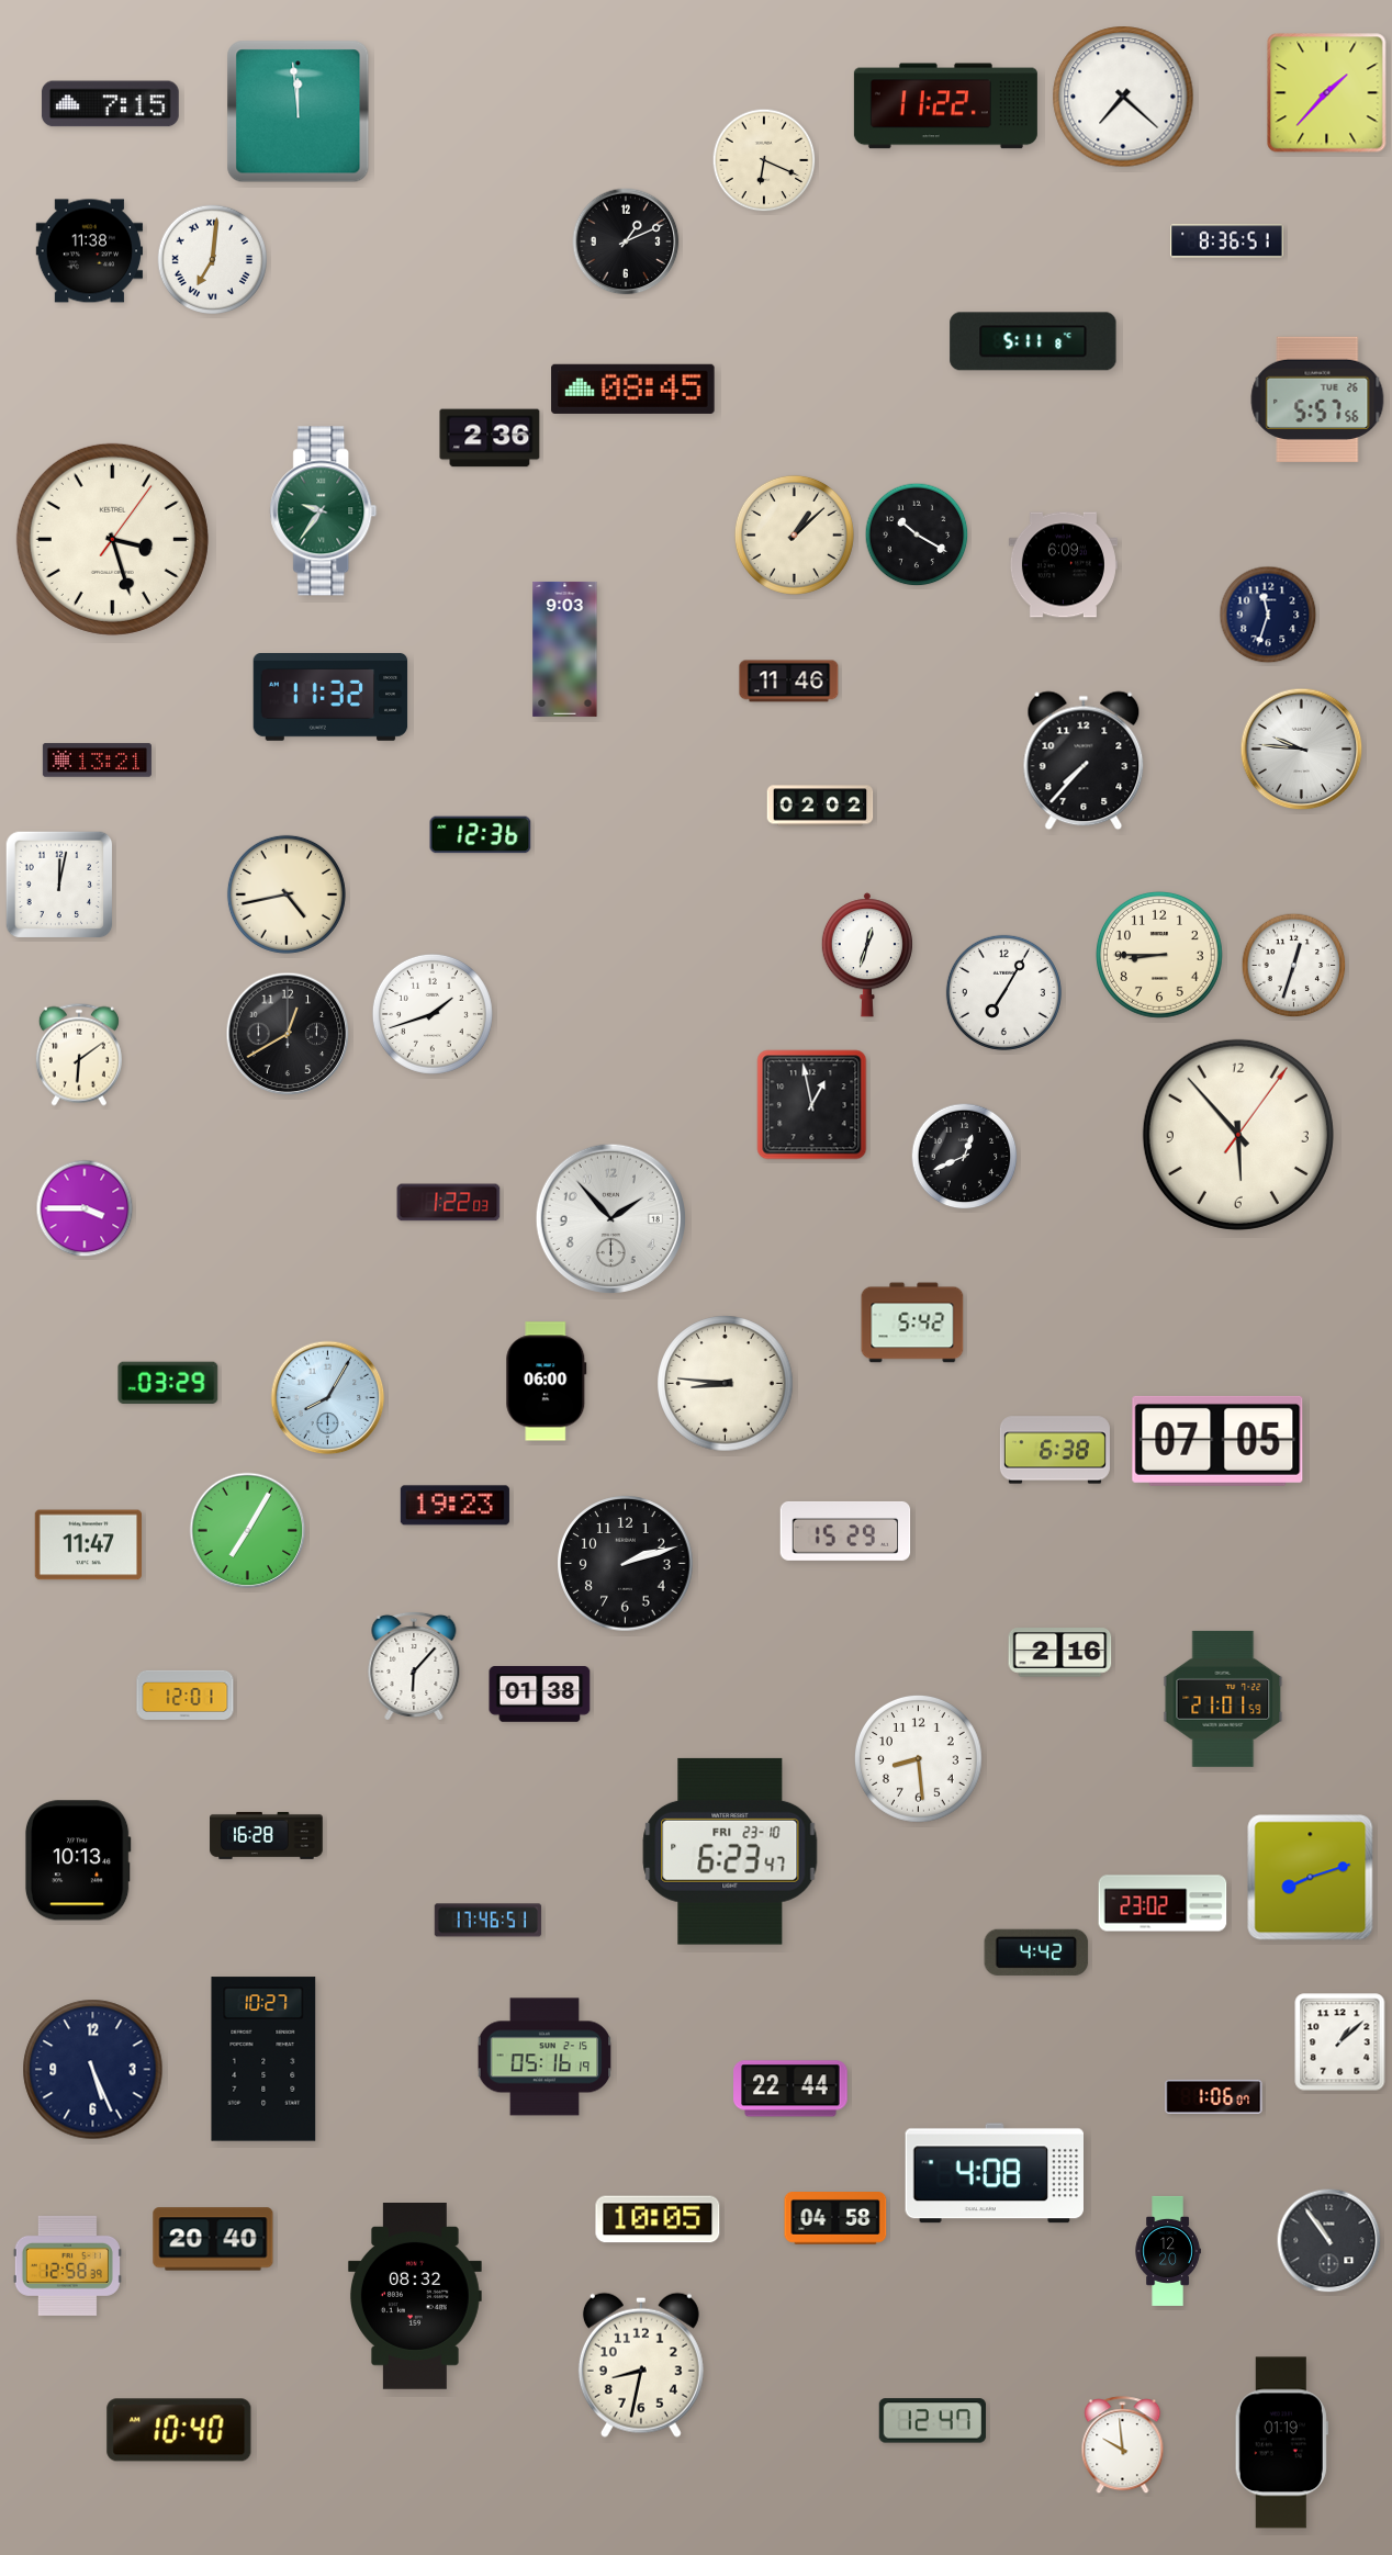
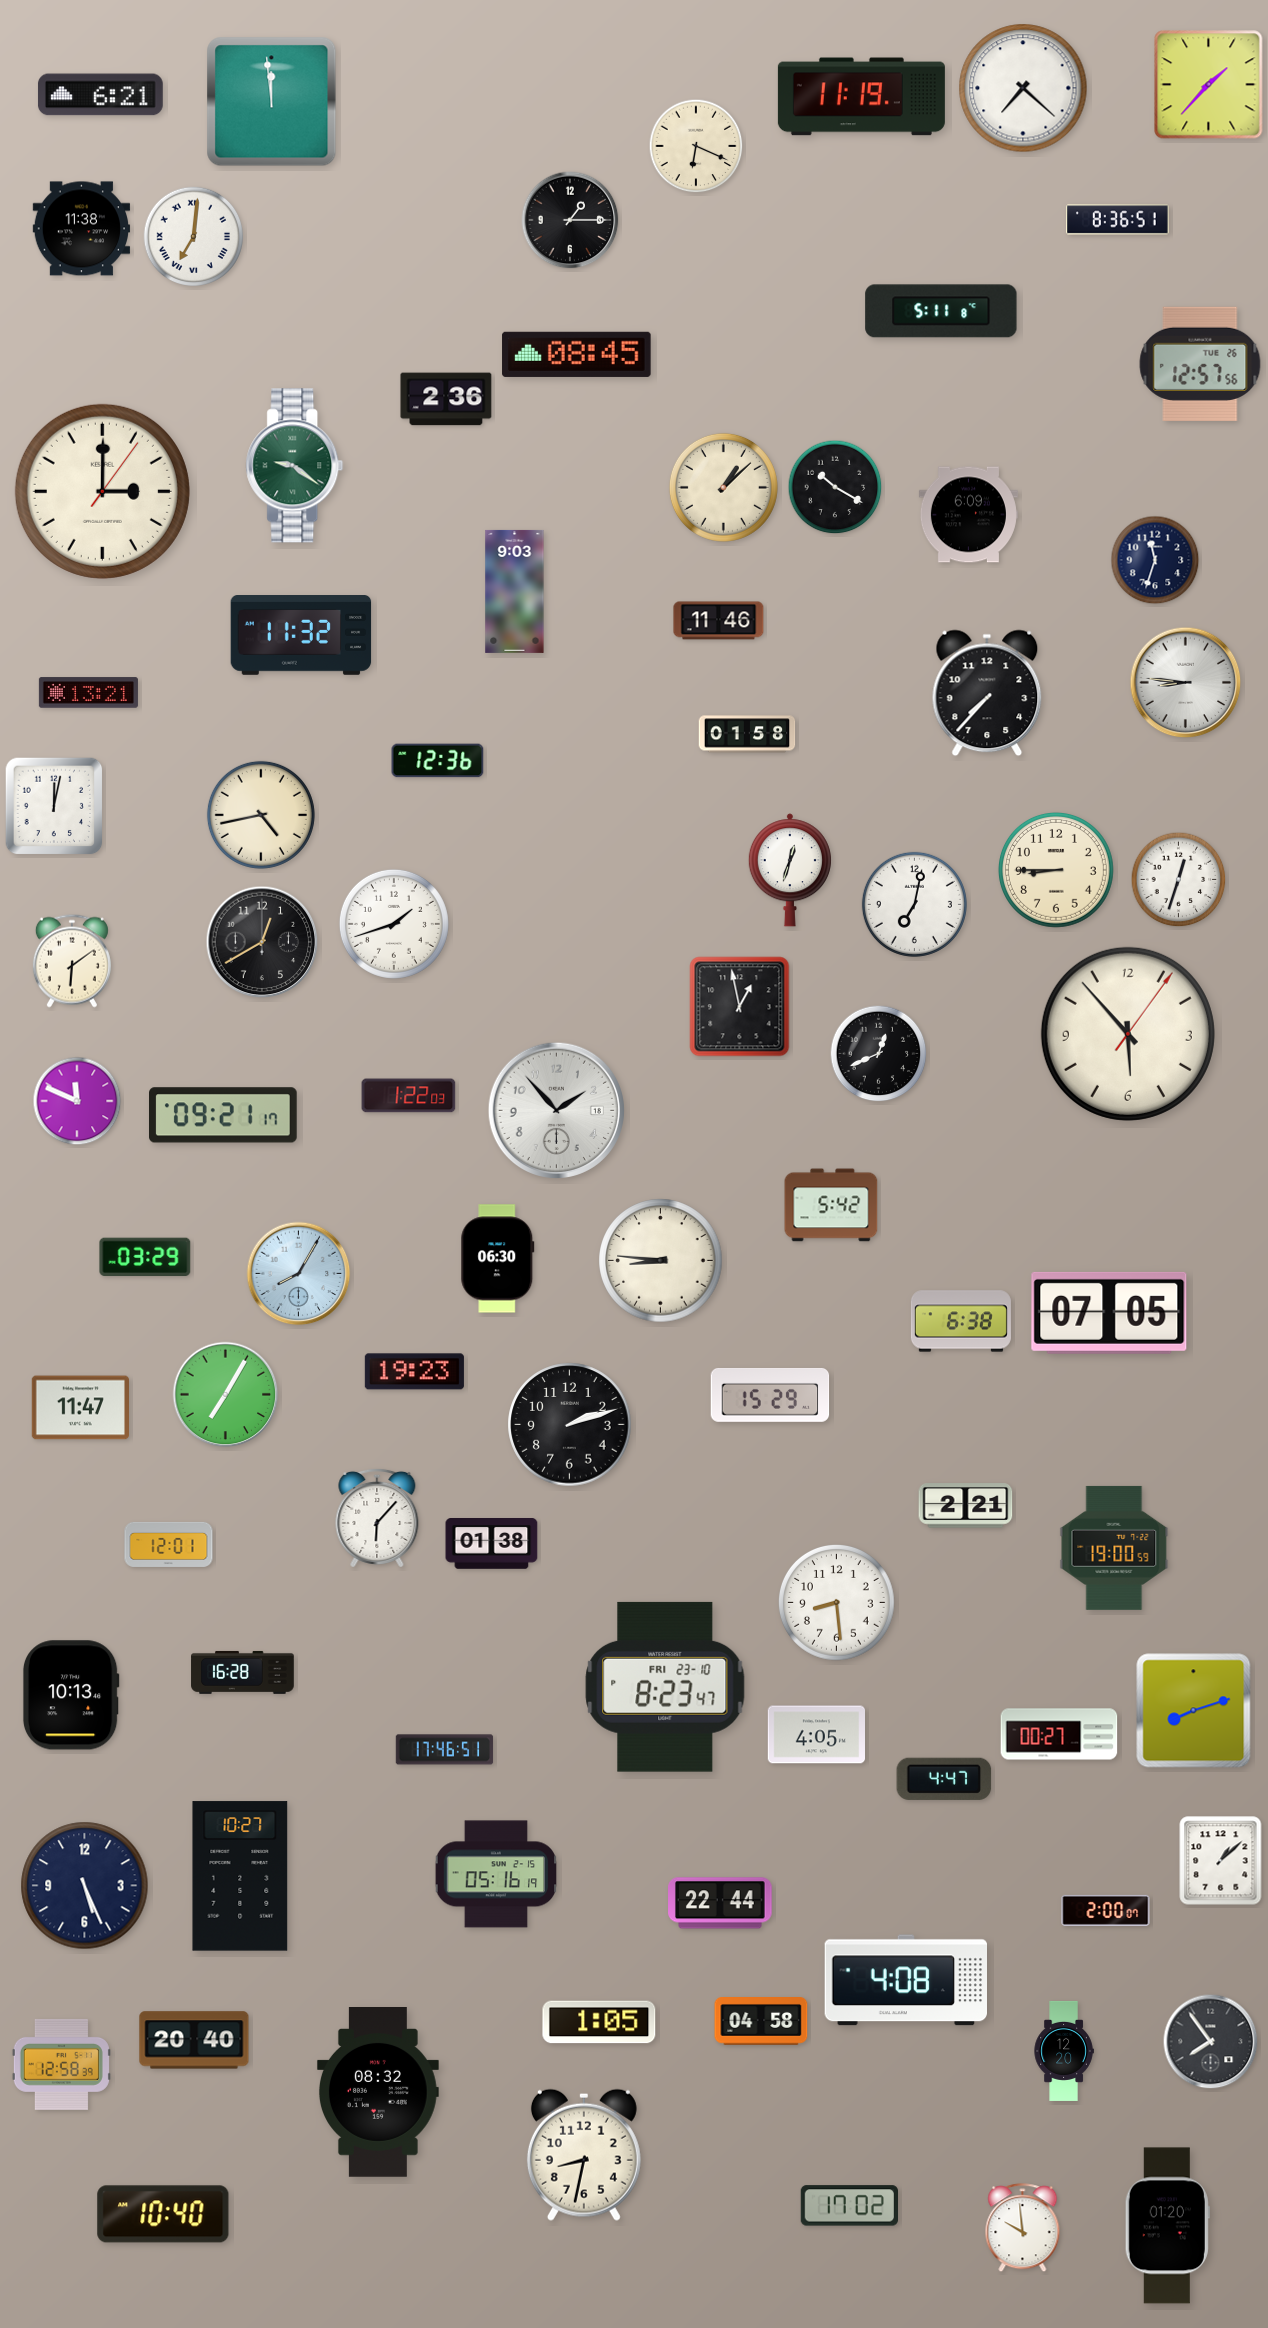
clock at (110, 104): 7:15 -> 6:21
clock at (945, 106): 11:22 -> 11:19
clock at (626, 241): 1:11 -> 1:15
clock at (1317, 399): 5:57 -> 12:57
clock at (324, 511): 9:36 -> 9:21
clock at (112, 539): 3:27 -> 3:00
clock at (1302, 750): 9:46 -> 8:46
clock at (820, 806): 02:02 -> 01:58
clock at (1003, 992): 7:05 -> 7:02
clock at (85, 1208): 3:45 -> 11:49
clock at (224, 1115): none -> 09:21
clock at (547, 1382): 06:00 -> 06:30
clock at (168, 1383) position: (168, 1383) -> (145, 1257)
clock at (1060, 1653): 2:16 -> 2:21
clock at (1223, 1699): 21:01 -> 19:00
clock at (730, 1851): 6:23 -> 8:23
clock at (1163, 1903): 23:02 -> 00:27
clock at (817, 1735): none -> 4:05
clock at (1036, 1952): 4:42 -> 4:47
clock at (1214, 2096): 1:06 -> 2:00
clock at (658, 2219): 10:05 -> 1:05
clock at (1329, 2241): 10:54 -> 7:54
clock at (932, 2421): 12:47 -> 17:02
clock at (1281, 2443): 01:19 -> 01:20
